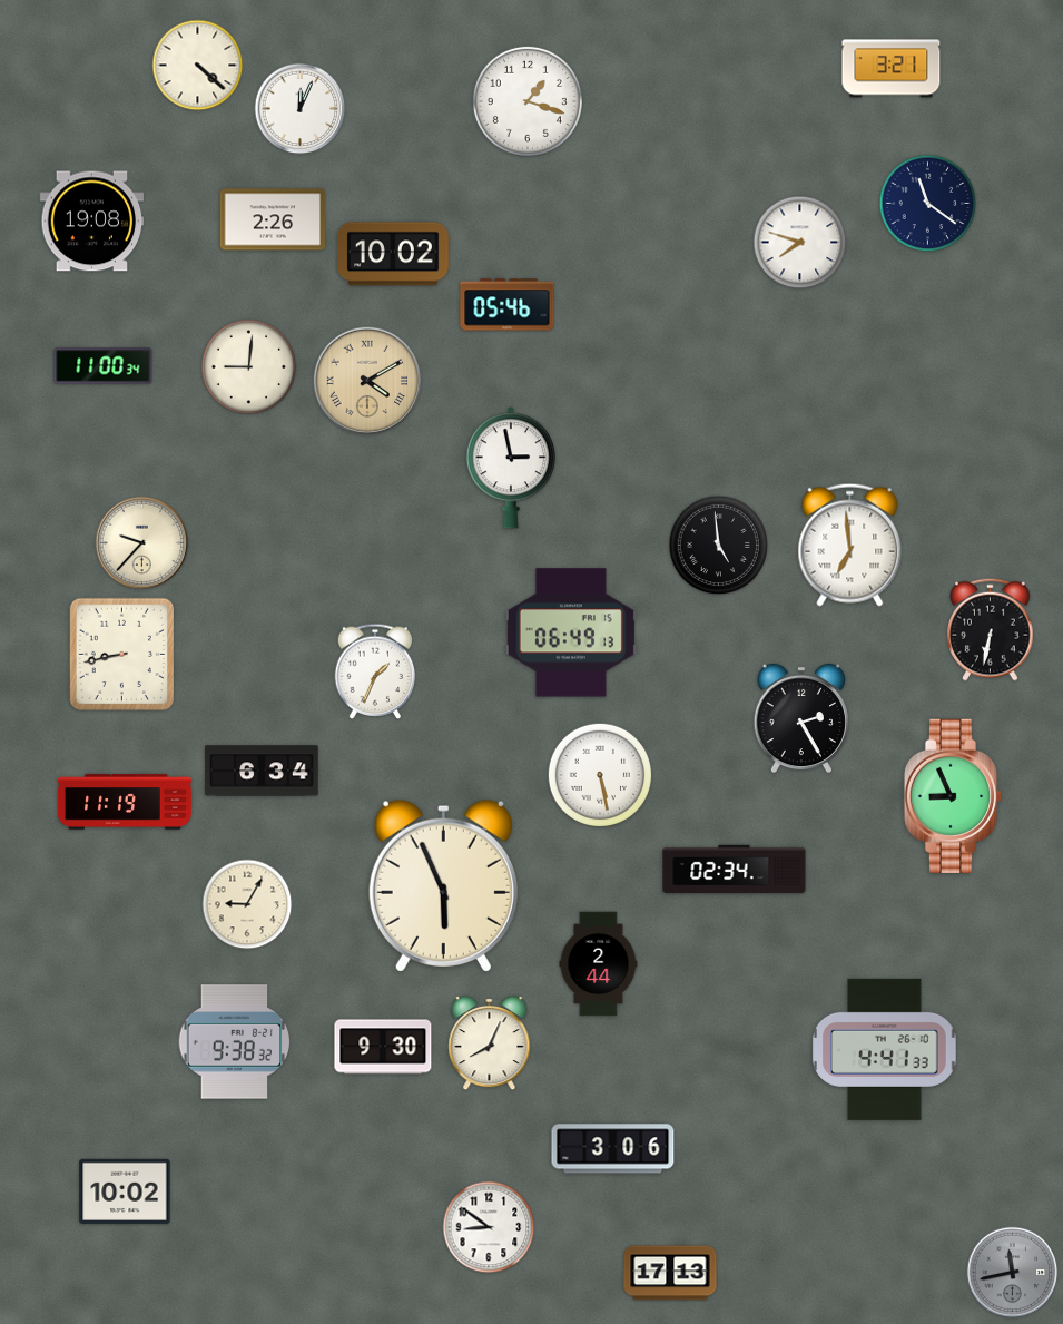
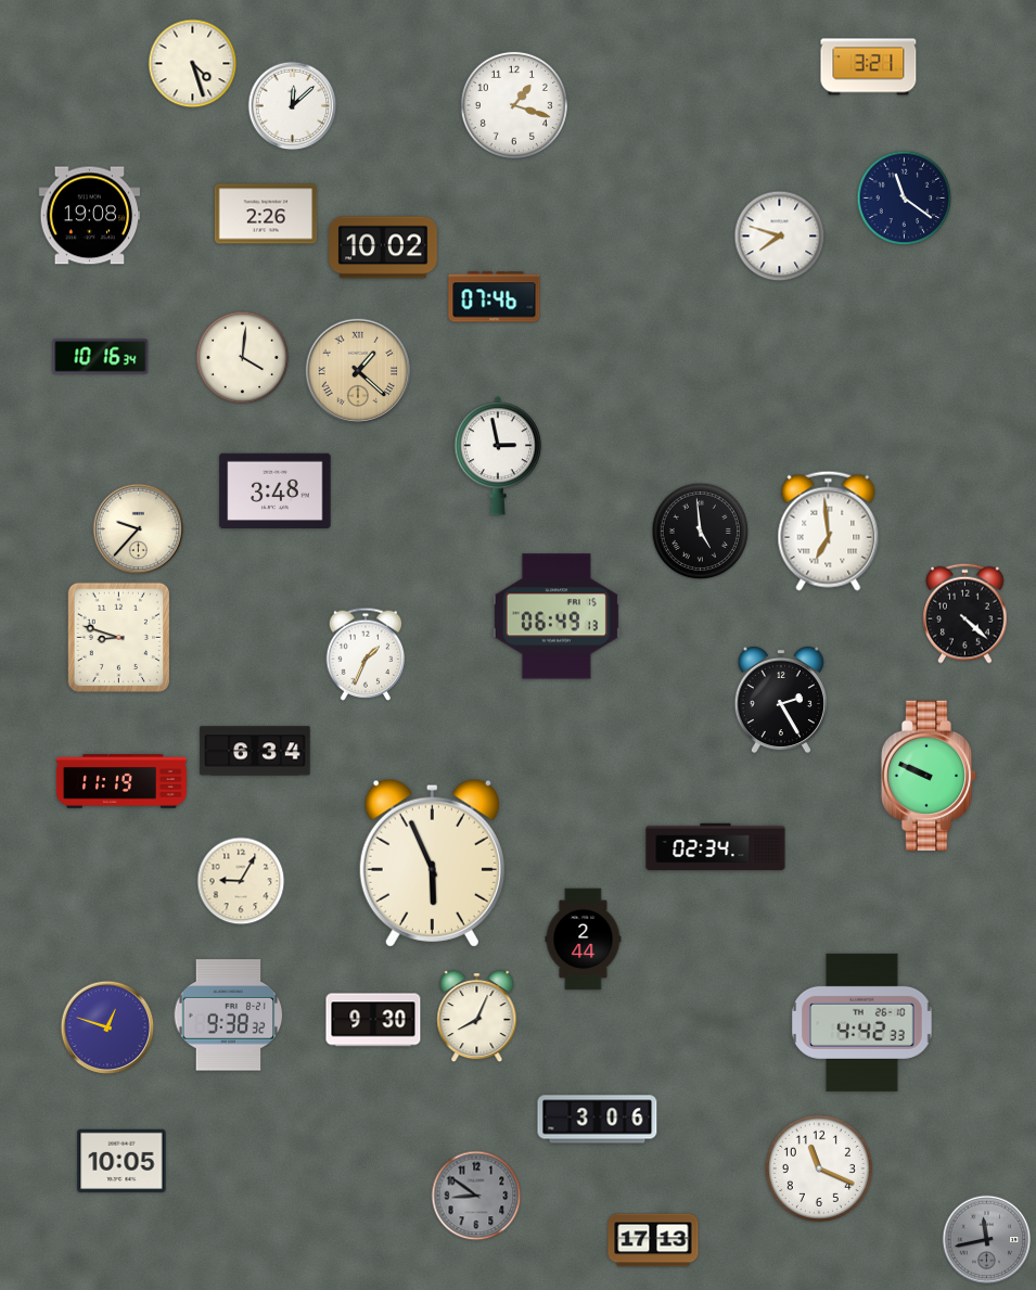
clock at (198, 66): 4:22 -> 4:27
clock at (528, 101) position: (528, 101) -> (514, 105)
clock at (301, 109): 12:04 -> 12:08
clock at (508, 305): 05:46 -> 07:46
clock at (104, 366): 11:00 -> 10:16
clock at (249, 367): 9:01 -> 4:01
clock at (367, 381): 4:10 -> 1:22
clock at (276, 490): none -> 3:48
clock at (991, 629): 6:32 -> 4:22
clock at (121, 655): 8:43 -> 8:48
clock at (599, 774): 5:28 -> none
clock at (953, 796): 8:56 -> 9:49
clock at (885, 1049): 4:41 -> 4:42
clock at (107, 1027): none -> 12:48
clock at (125, 1191): 10:02 -> 10:05
clock at (819, 1168): none -> 11:19
clock at (489, 1227) dial: white -> grey
